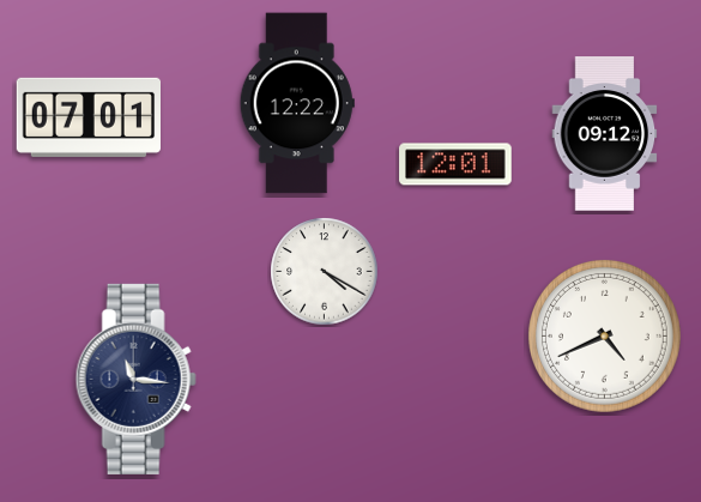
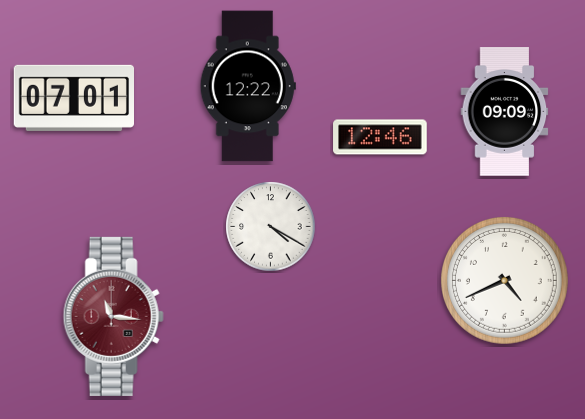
clock at (605, 134): 09:12 -> 09:09
clock at (455, 164): 12:01 -> 12:46
clock at (135, 379) dial: navy -> burgundy
